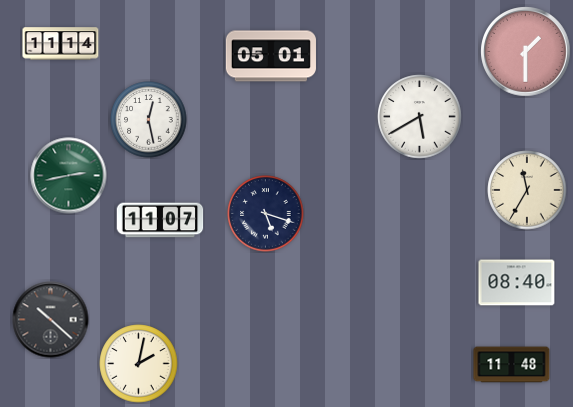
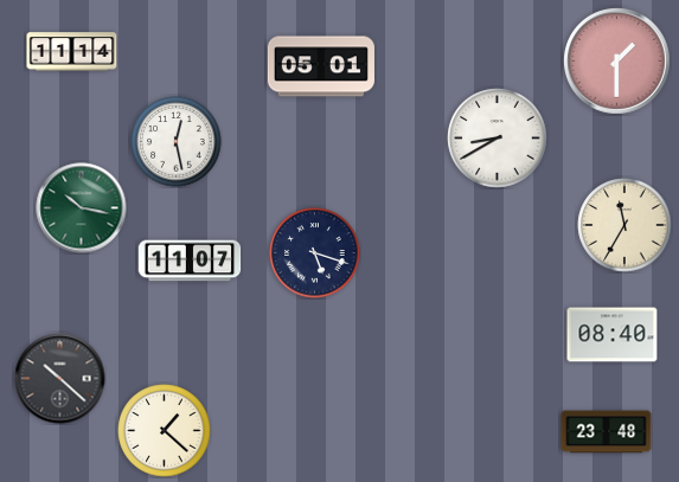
clock at (526, 52) position: (526, 52) -> (617, 62)
clock at (420, 117): 5:40 -> 8:40
clock at (69, 176): 2:43 -> 10:17
clock at (139, 364): 2:02 -> 1:22
clock at (512, 365): 11:48 -> 23:48
